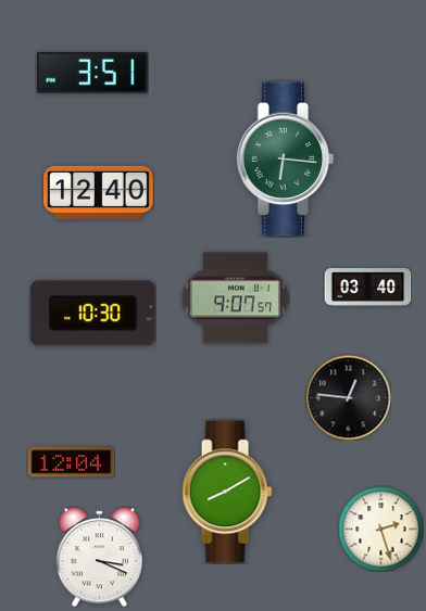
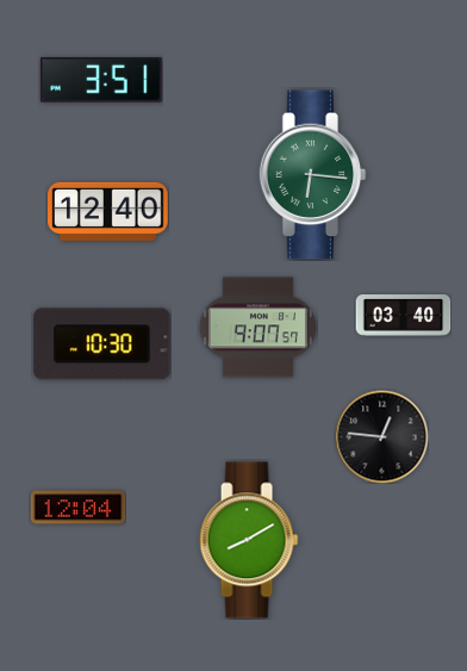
clock at (380, 529): 2:27 -> none
clock at (99, 557): 3:19 -> none
